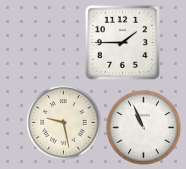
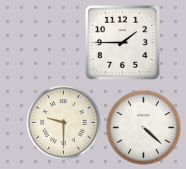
clock at (64, 123): 9:28 -> 9:30
clock at (144, 128): 10:56 -> 4:22
